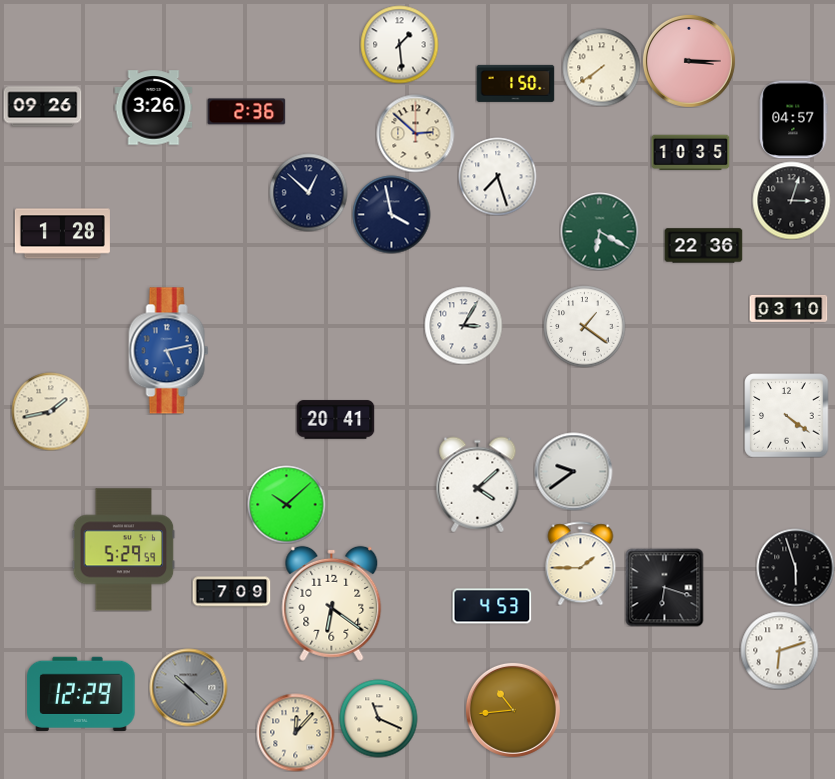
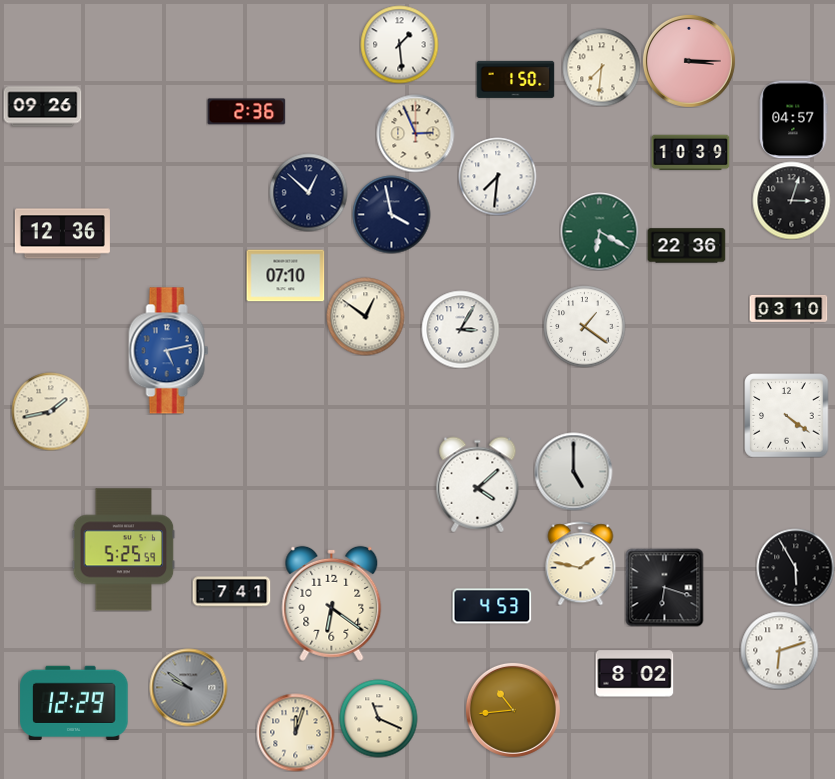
clock at (601, 67): 7:39 -> 7:31
clock at (515, 83) position: (515, 83) -> (515, 79)
clock at (153, 108): 3:26 -> none
clock at (415, 133): 2:52 -> 2:56
clock at (690, 153): 10:35 -> 10:39
clock at (497, 176): 7:27 -> 7:31
clock at (62, 234): 1:28 -> 12:36
clock at (703, 246) position: (703, 246) -> (686, 246)
clock at (285, 276): none -> 07:10
clock at (365, 316): none -> 12:51
clock at (463, 325) position: (463, 325) -> (460, 329)
clock at (335, 420): 20:41 -> none
clock at (573, 471): 9:39 -> 5:00
clock at (286, 504): 10:08 -> none
clock at (124, 550): 5:29 -> 5:25
clock at (581, 563): 1:45 -> 1:47
clock at (795, 567): 5:57 -> 5:55
clock at (231, 592): 7:09 -> 7:41
clock at (634, 674): none -> 8:02
clock at (188, 687): 10:22 -> 9:51
clock at (81, 694) position: (81, 694) -> (74, 703)
clock at (295, 732): 12:07 -> 12:03
